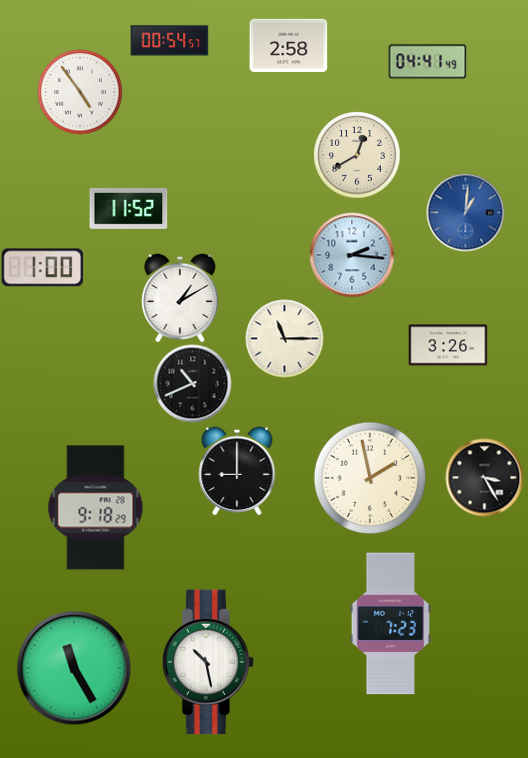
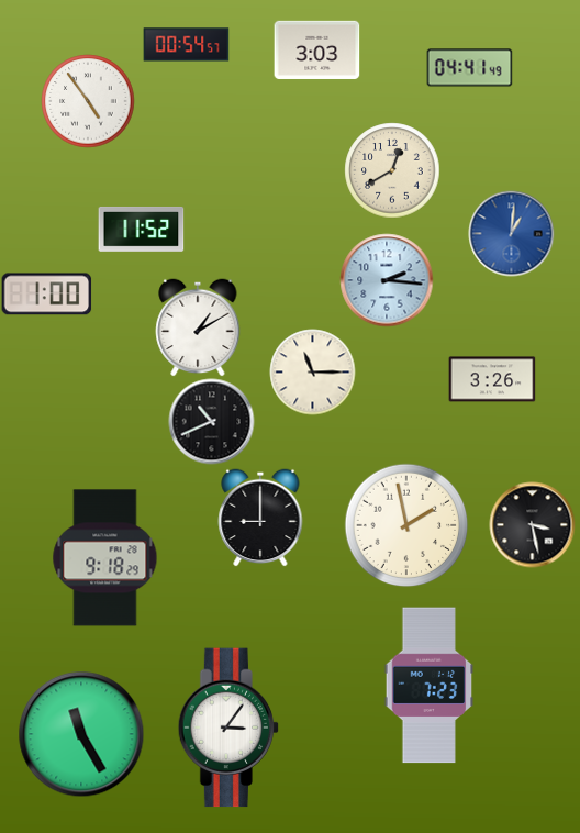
clock at (288, 45): 2:58 -> 3:03
clock at (484, 477): 3:25 -> 3:28
clock at (208, 662): 10:28 -> 3:06
